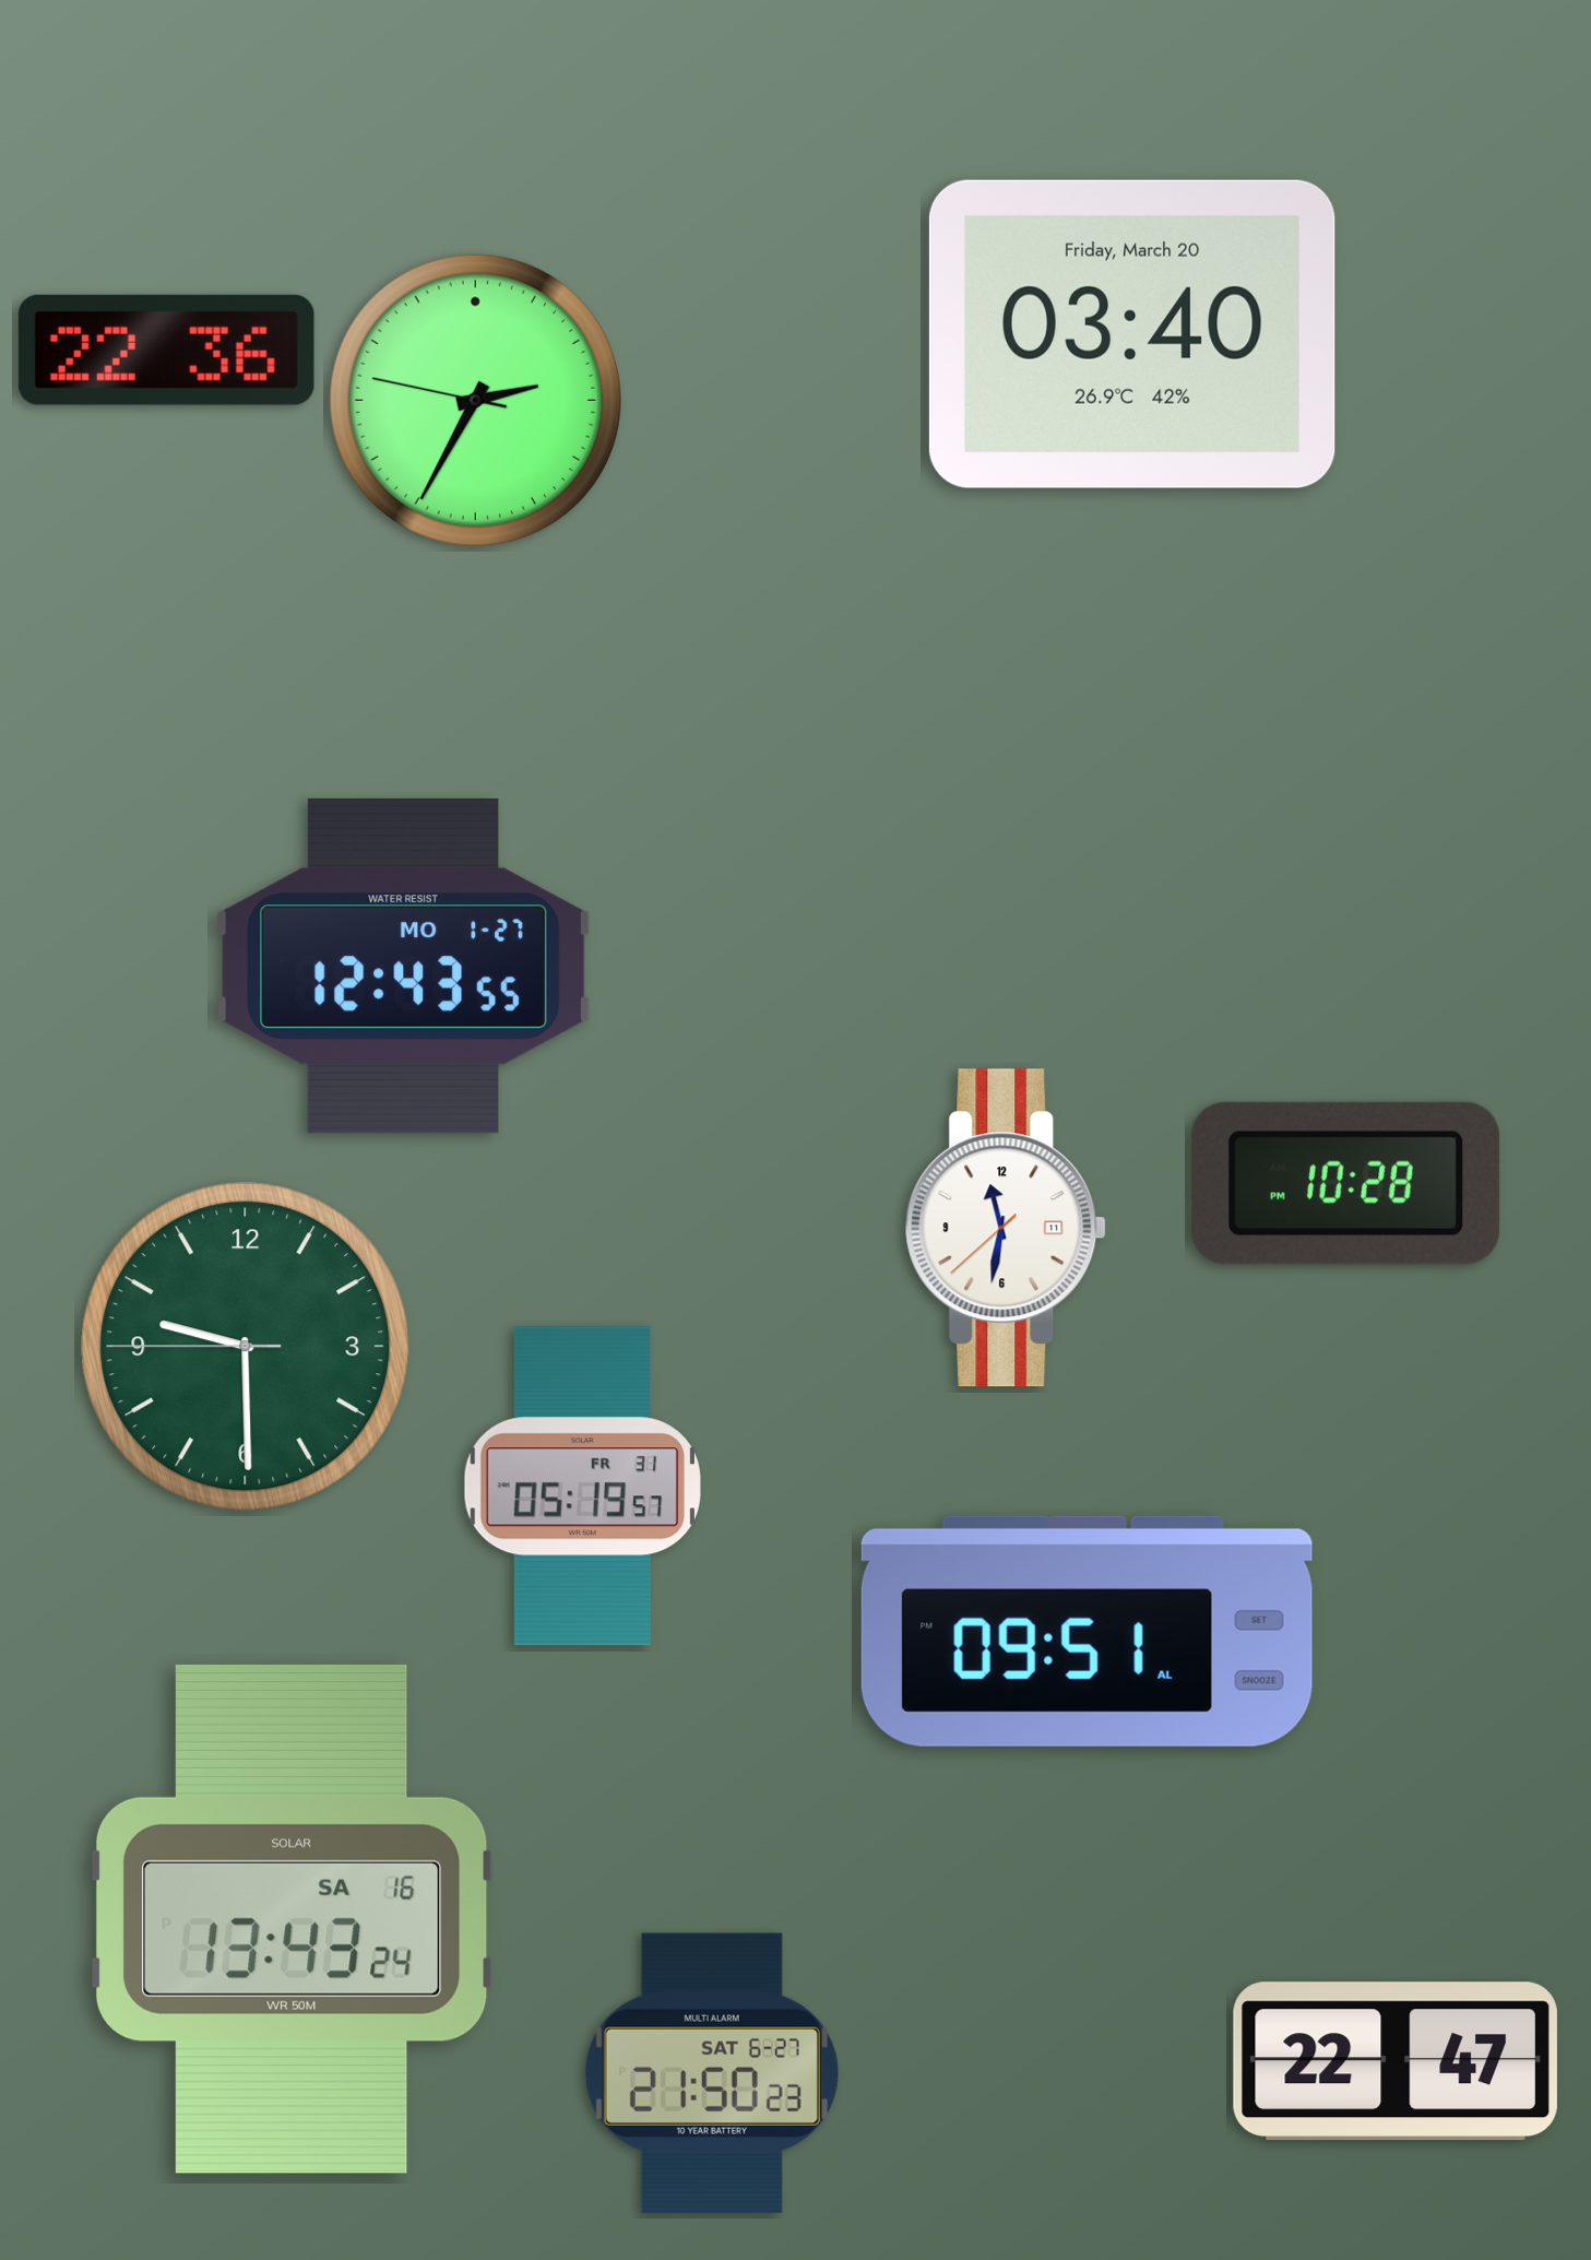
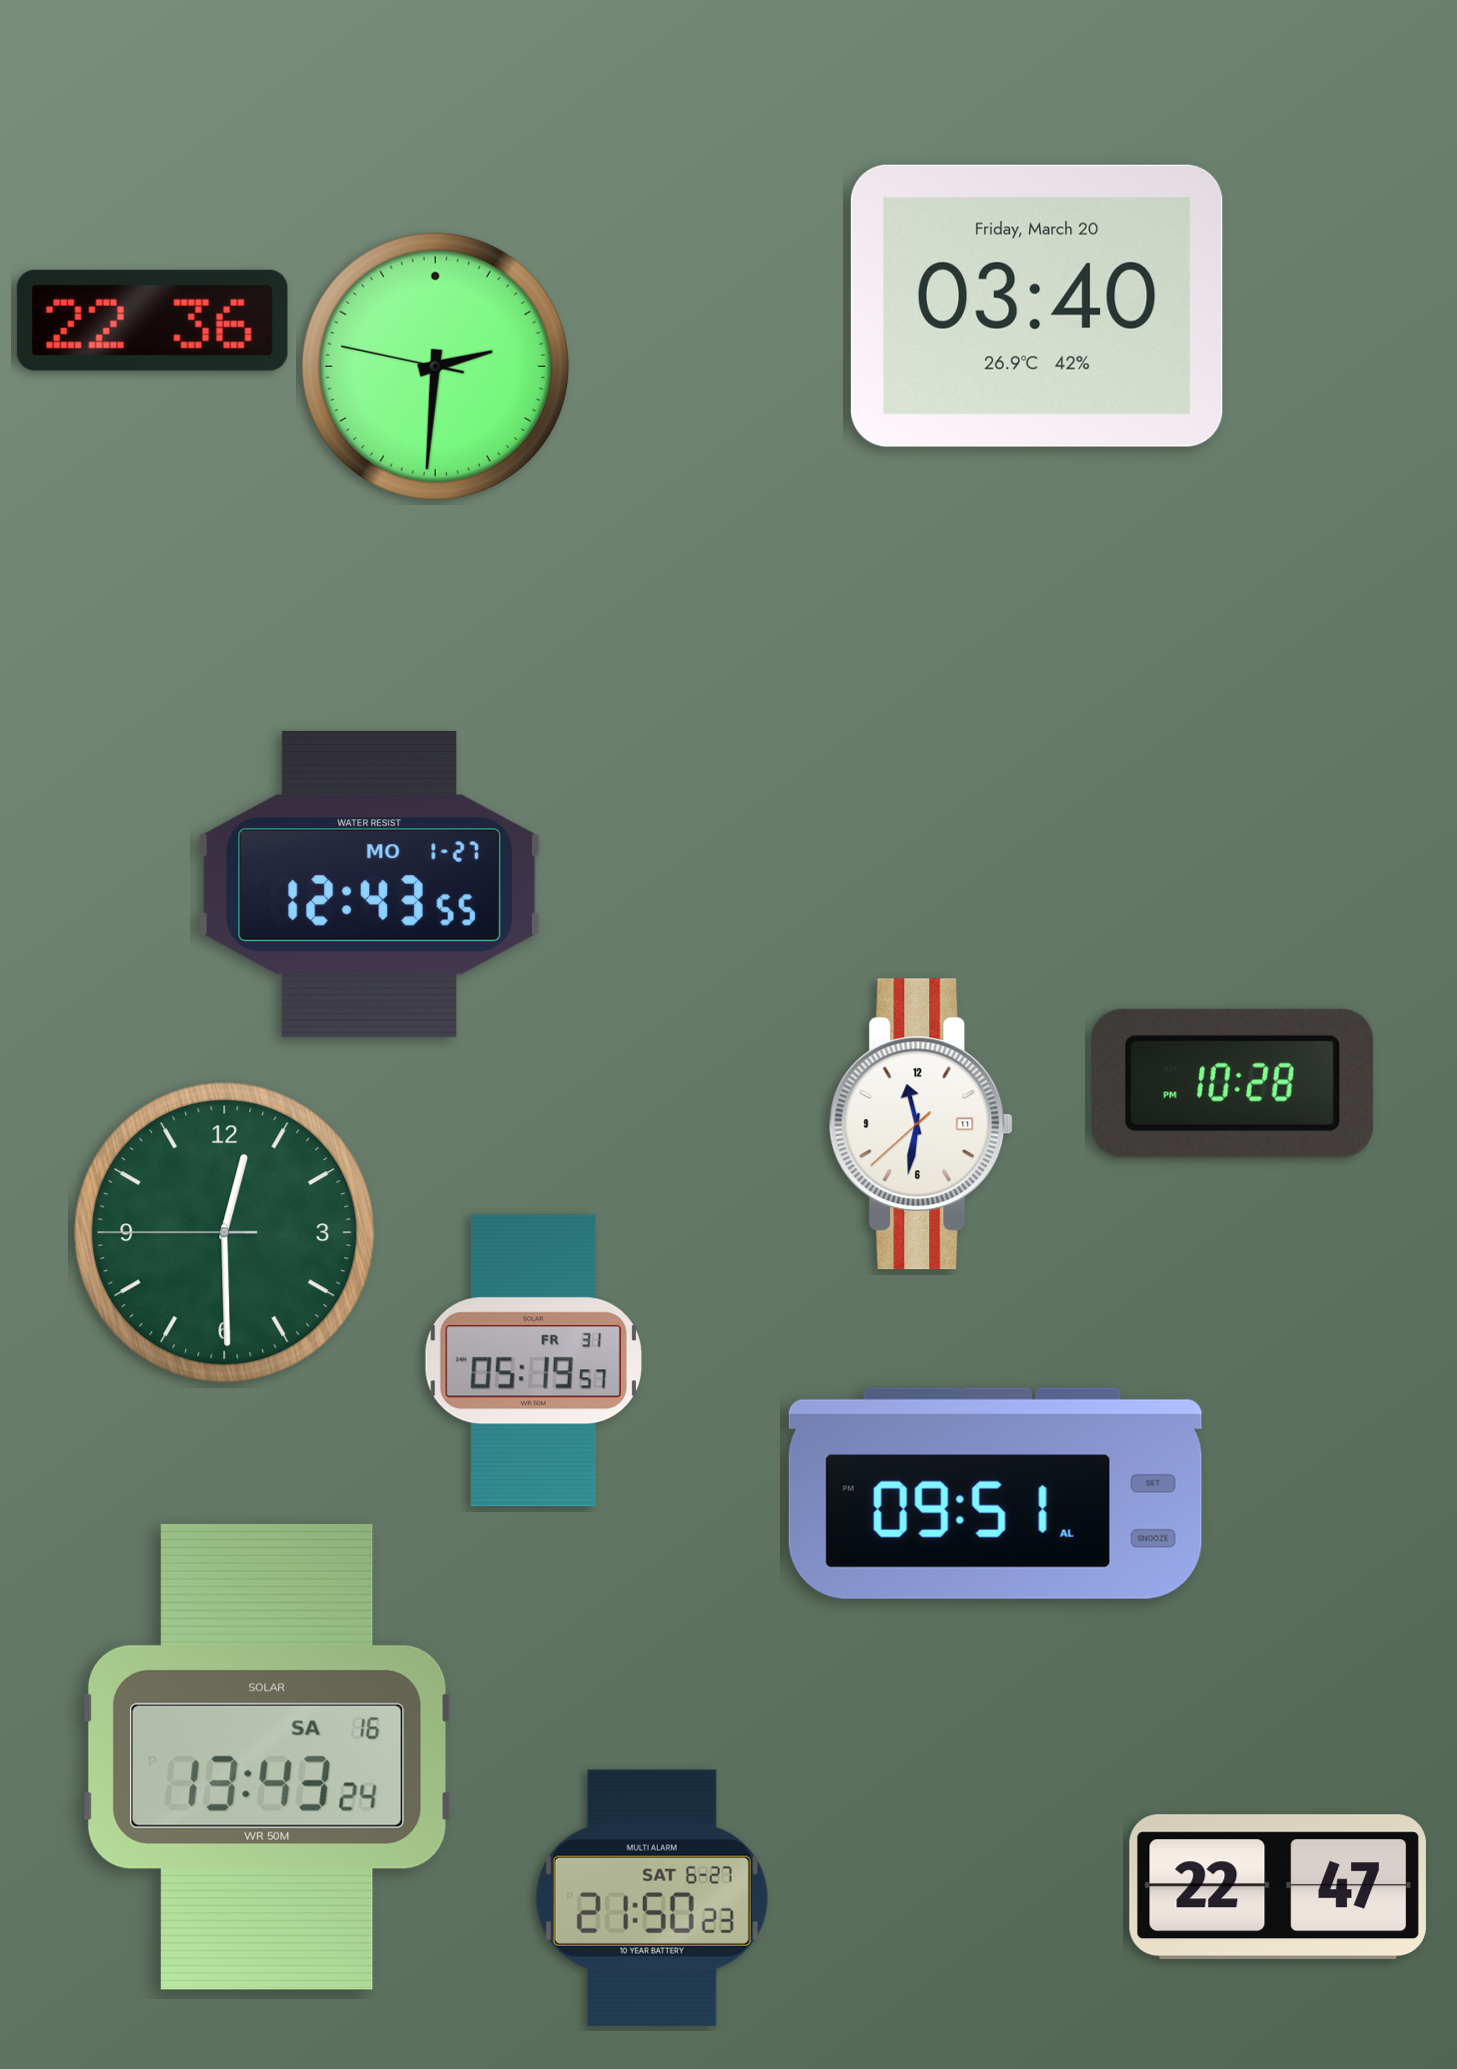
clock at (475, 400): 2:34 -> 2:30
clock at (246, 1347): 9:29 -> 12:29
